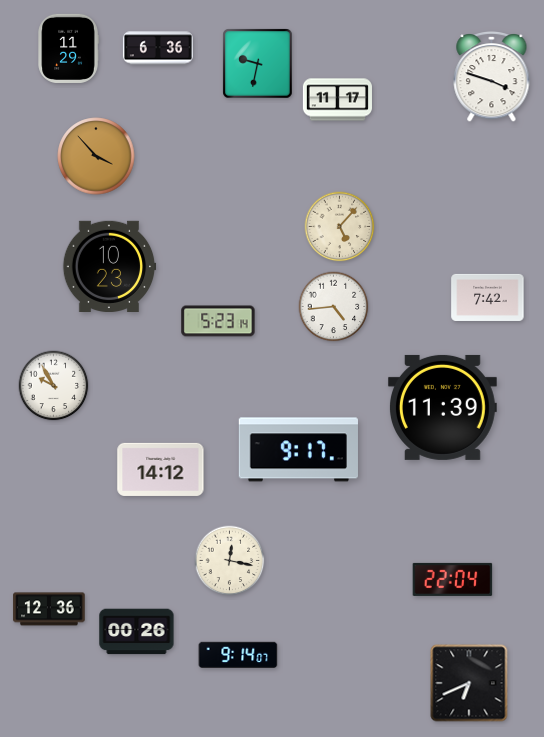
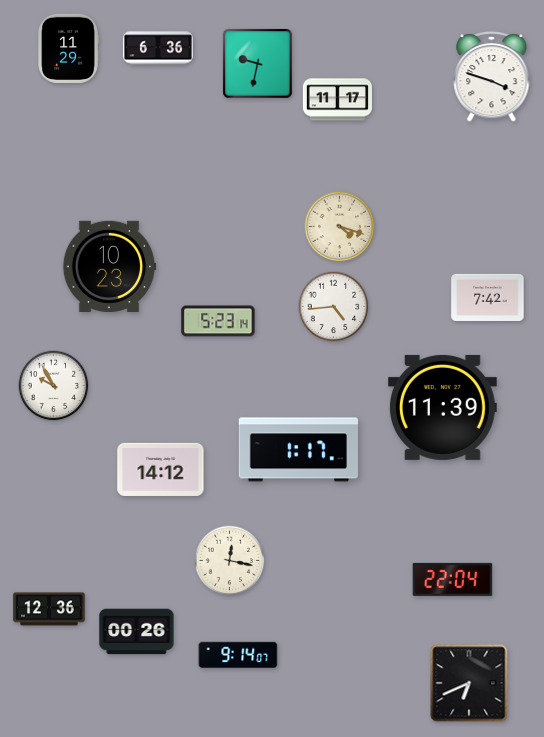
clock at (96, 156): 3:53 -> none
clock at (340, 227): 5:07 -> 4:18
clock at (298, 450): 9:17 -> 1:17
